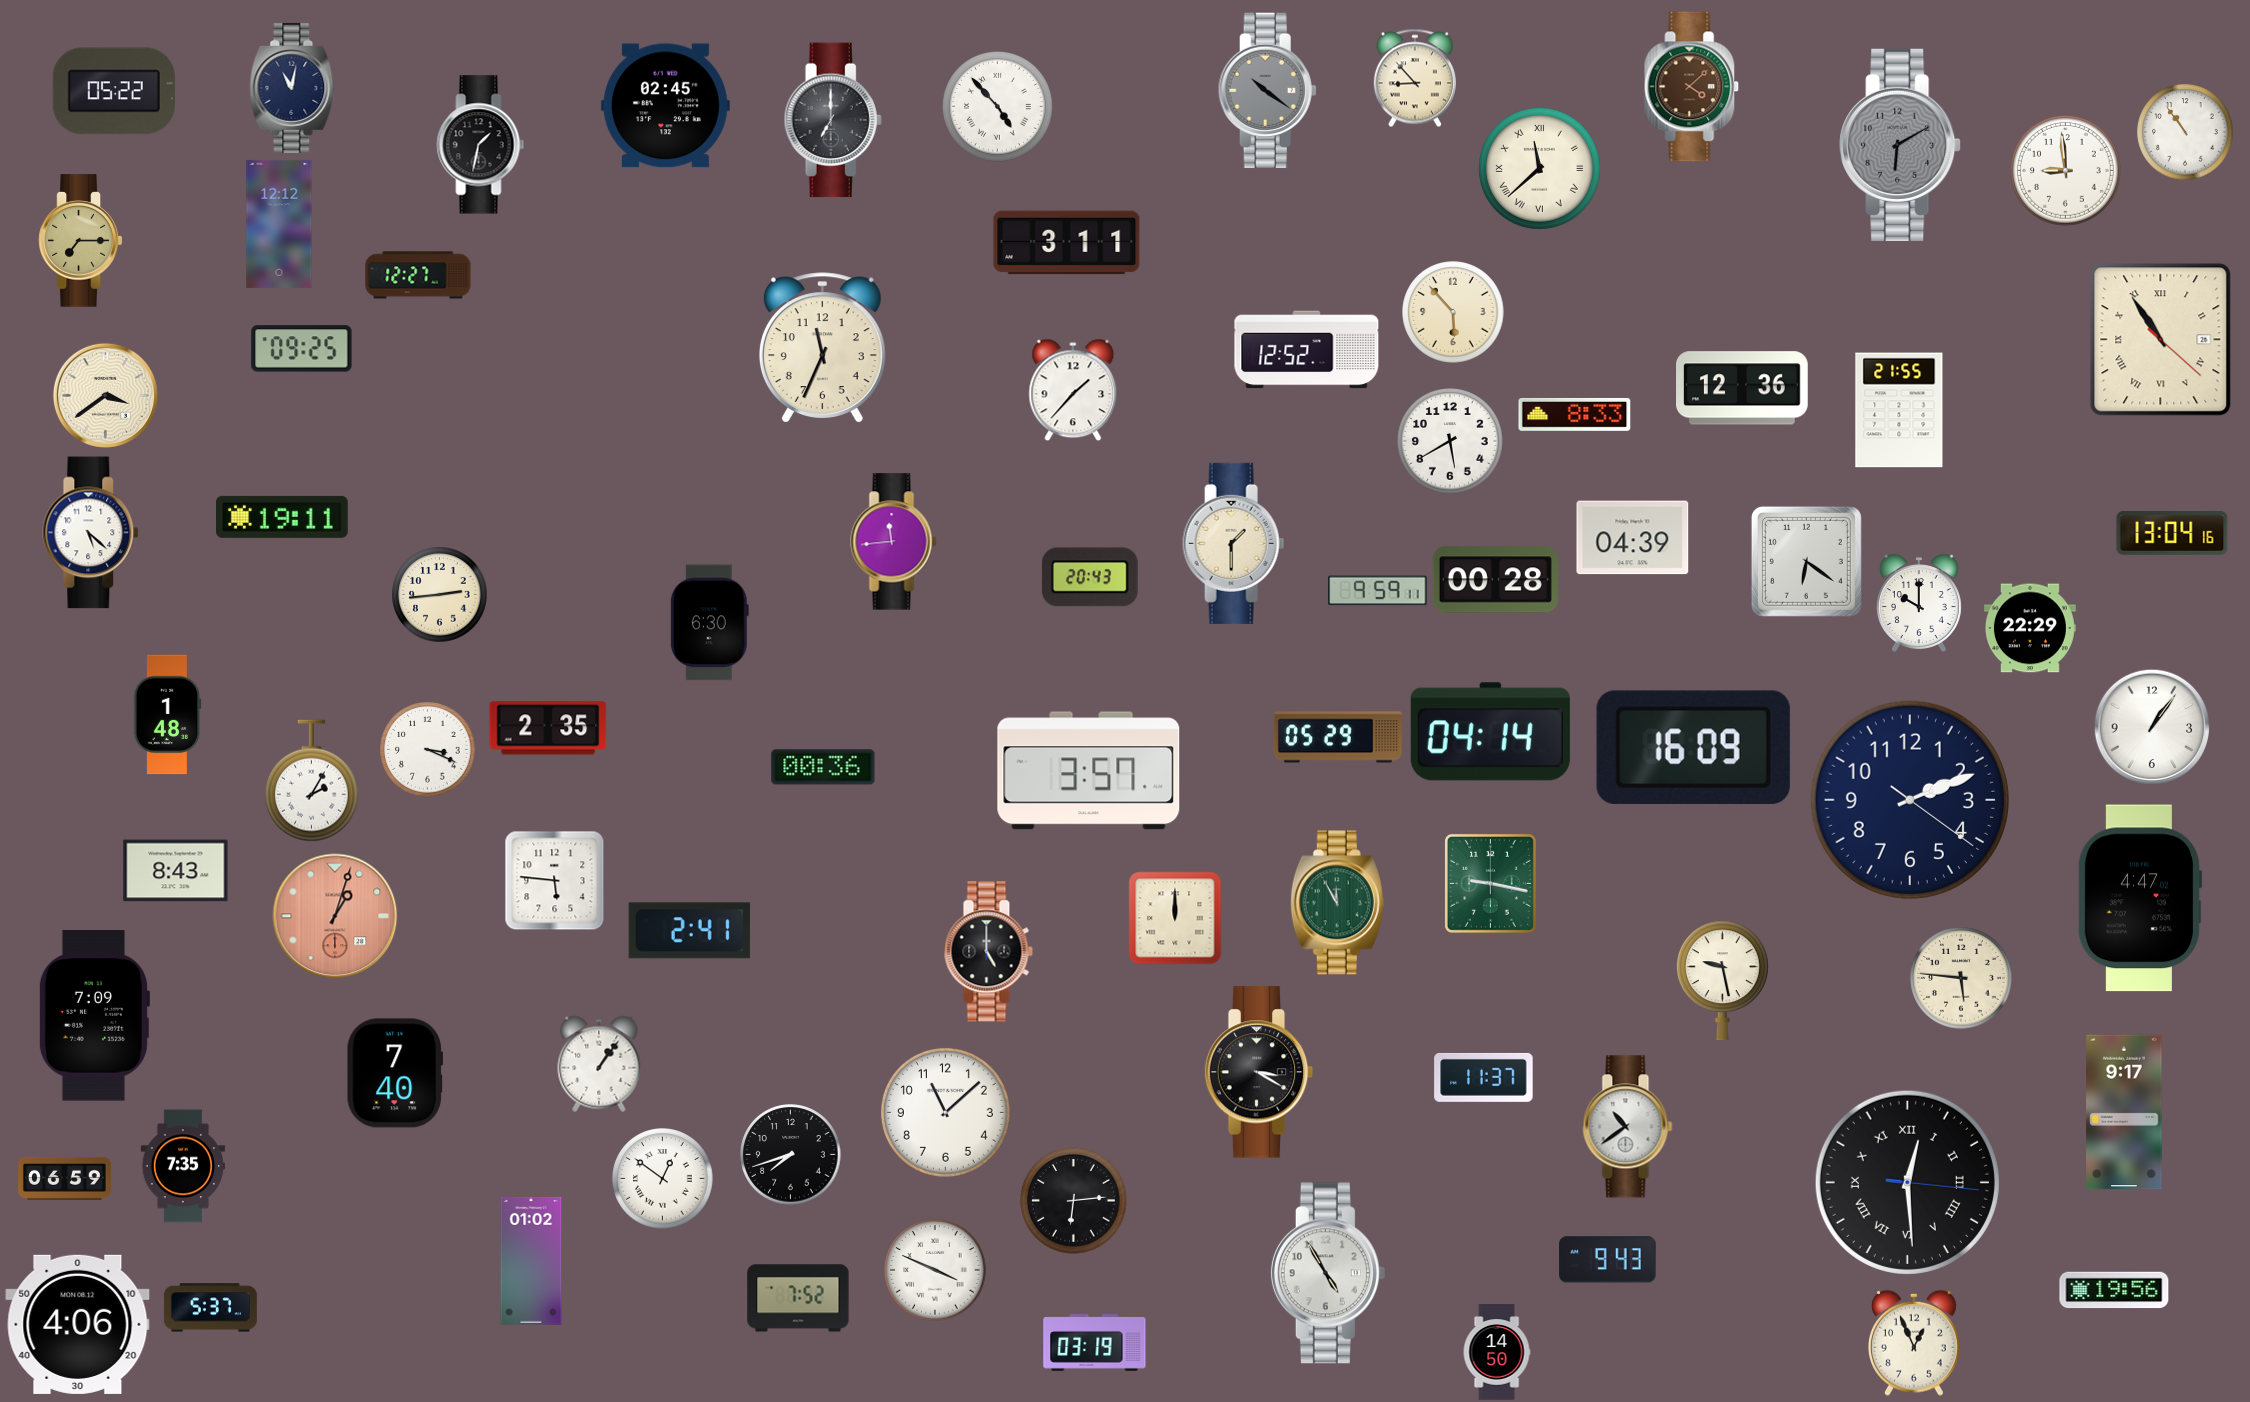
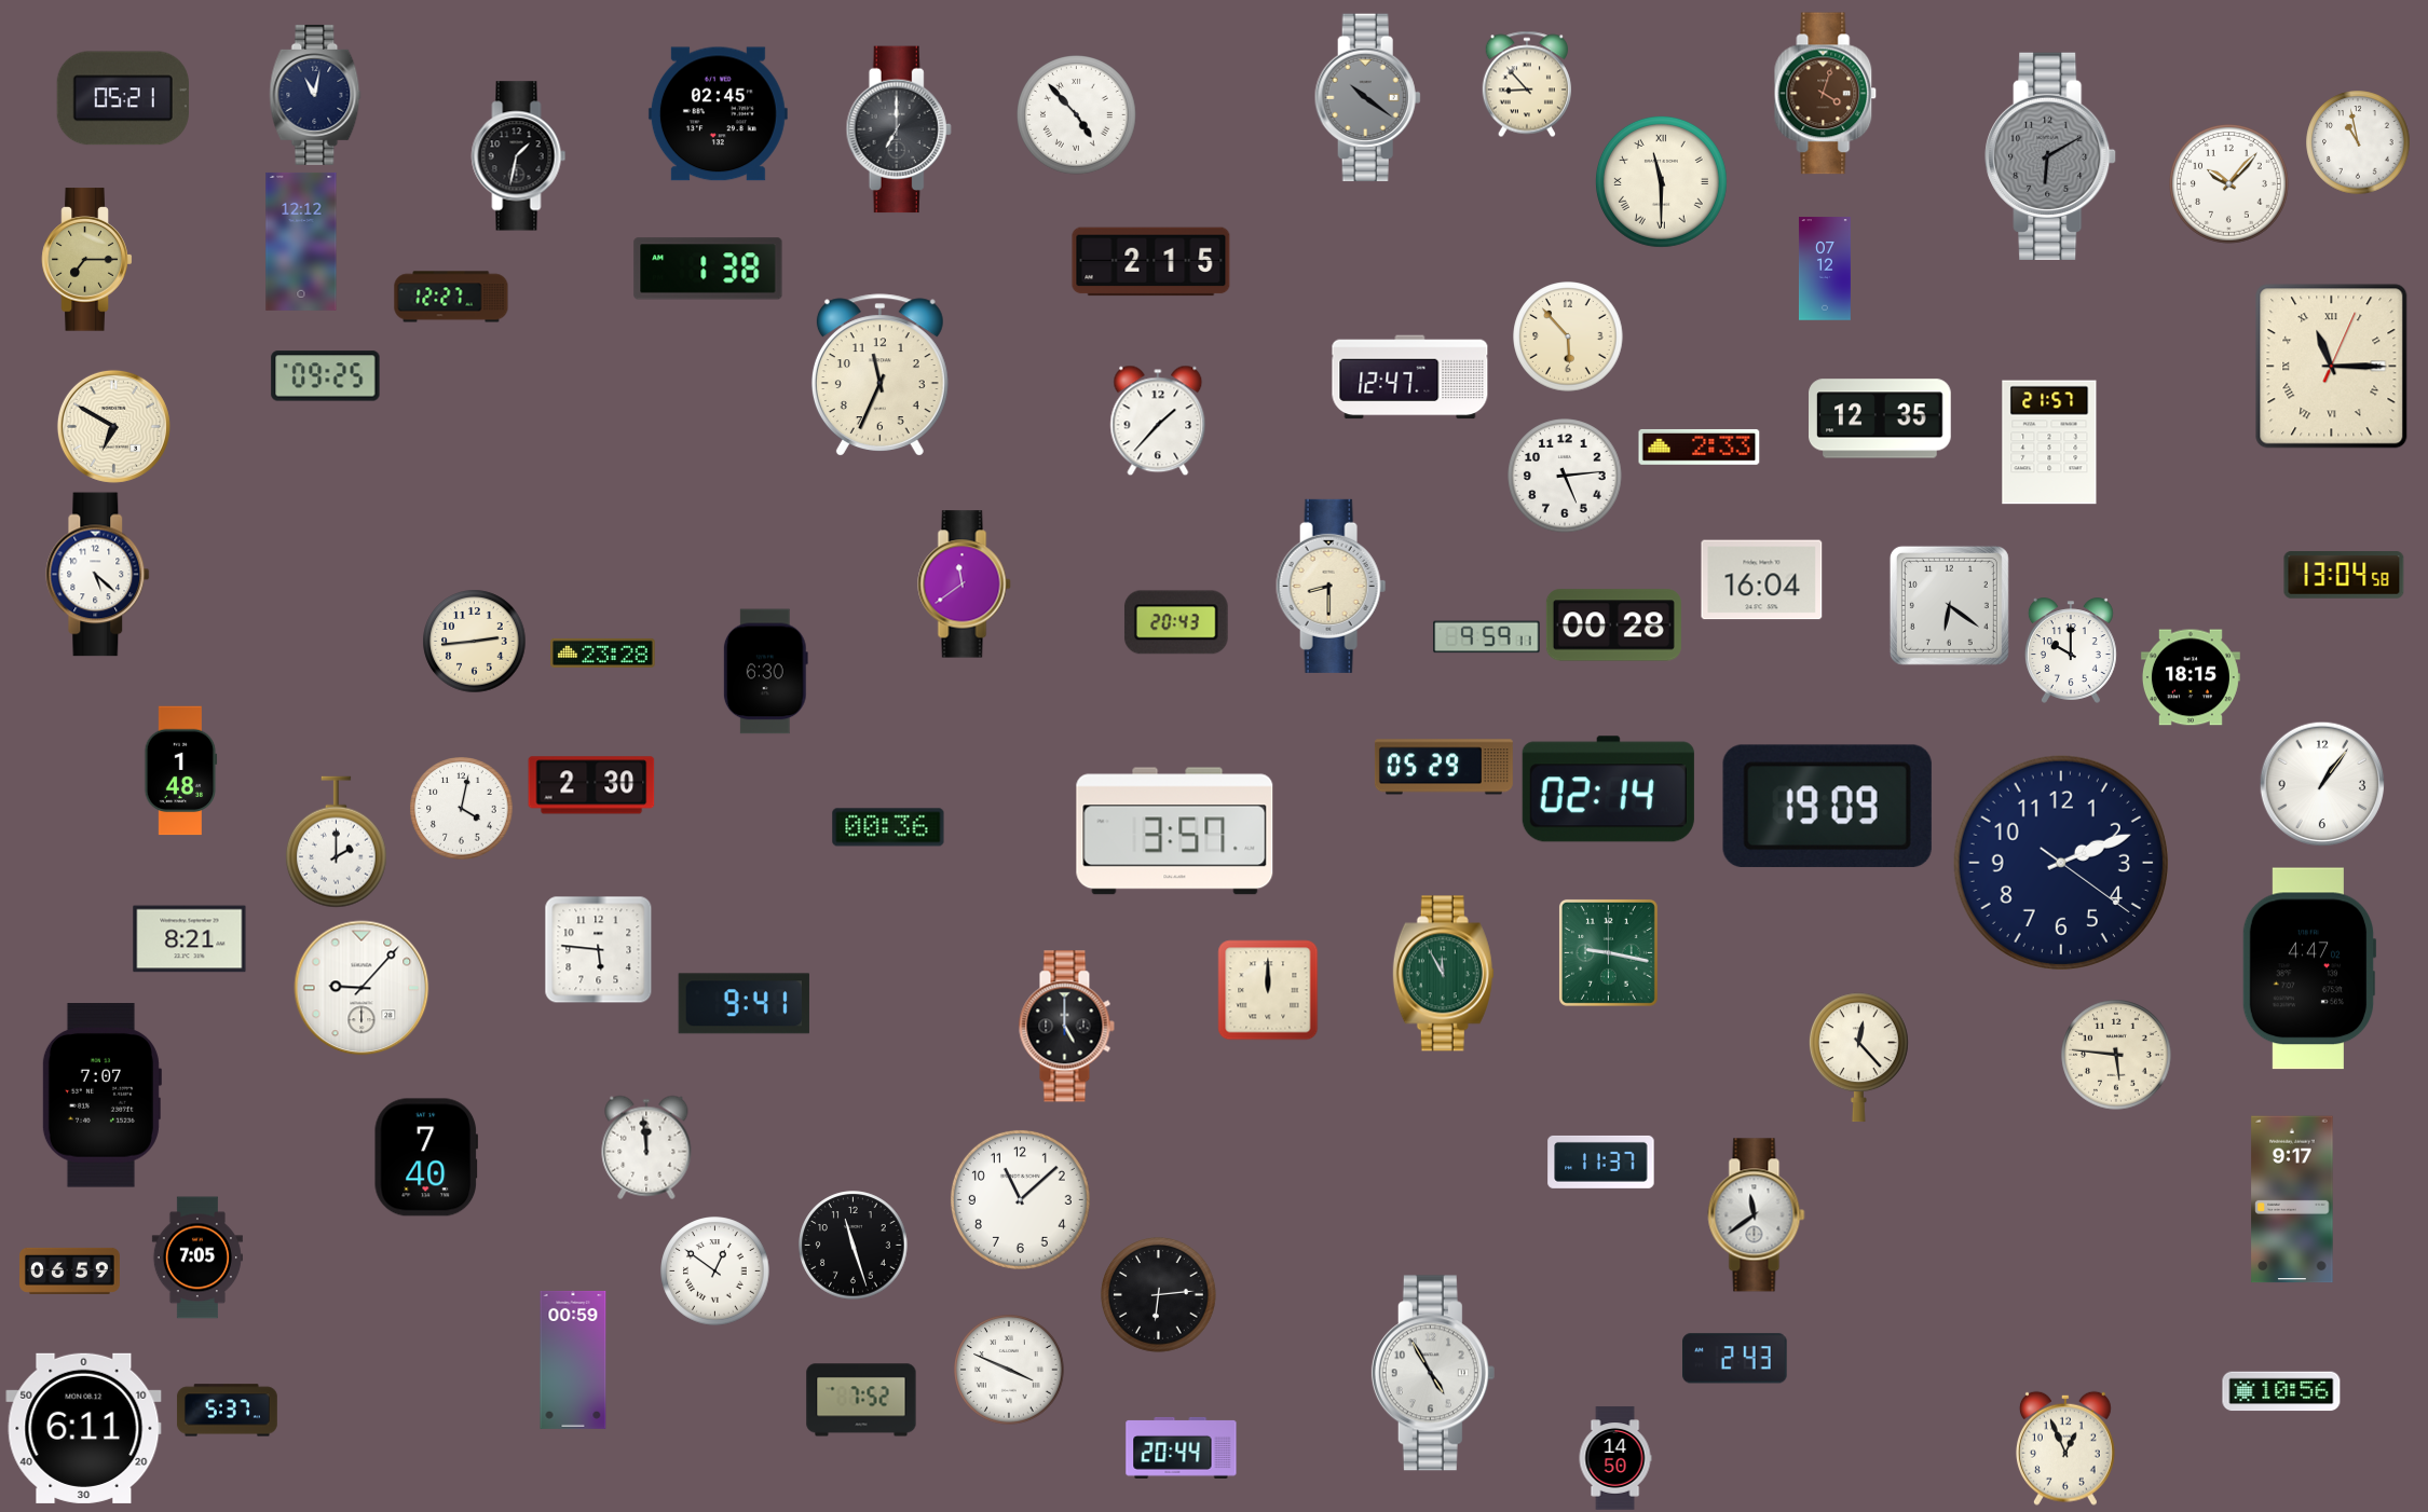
clock at (1692, 87): 4:08 -> 4:03
clock at (114, 91): 05:22 -> 05:21
clock at (2185, 132): 10:54 -> 10:58
clock at (1539, 168): 11:38 -> 11:30
clock at (2066, 171): 8:59 -> 10:07
clock at (1067, 243): 3:11 -> 2:15
clock at (708, 269): none -> 1:38
clock at (1825, 269): none -> 07:12
clock at (2161, 340): 10:54 -> 11:15
clock at (822, 348) position: (822, 348) -> (879, 375)
clock at (1307, 350): 12:52 -> 12:47
clock at (1743, 388): 12:36 -> 12:35
clock at (105, 395): 3:39 -> 6:50
clock at (1899, 410): 21:55 -> 21:57
clock at (1575, 414): 8:33 -> 2:33
clock at (1450, 441): 5:40 -> 5:14
clock at (282, 517): 19:11 -> none
clock at (2172, 533): 13:04:16 -> 13:04:58
clock at (1633, 538): 04:39 -> 16:04
clock at (894, 542): 11:44 -> 11:39
clock at (1234, 543): 1:30 -> 8:30
clock at (603, 652): none -> 23:28
clock at (2030, 628): 22:29 -> 18:15
clock at (548, 728): 2:35 -> 2:30
clock at (1490, 732): 04:14 -> 02:14
clock at (1338, 737) position: (1338, 737) -> (1444, 767)
clock at (1693, 747): 16:09 -> 19:09
clock at (428, 750): 3:19 -> 4:02
clock at (311, 781): 2:05 -> 2:00
clock at (176, 871): 8:43 -> 8:21
clock at (335, 916): 1:03 -> 9:07
clock at (335, 916) dial: salmon -> white
clock at (689, 931): 2:41 -> 9:41
clock at (1722, 981): 9:28 -> 12:23
clock at (94, 1016): 7:09 -> 7:07
clock at (599, 1064): 1:06 -> 11:59
clock at (1259, 1072): 3:20 -> none
clock at (1628, 1127): 10:39 -> 11:39
clock at (791, 1155): 7:42 -> 11:27
clock at (183, 1166): 7:35 -> 7:05
clock at (1907, 1182): 12:29 -> none
clock at (1608, 1260): 9:43 -> 2:43
clock at (531, 1261): 01:02 -> 00:59
clock at (2114, 1290): 19:56 -> 10:56
clock at (78, 1324): 4:06 -> 6:11
clock at (1095, 1342): 03:19 -> 20:44
